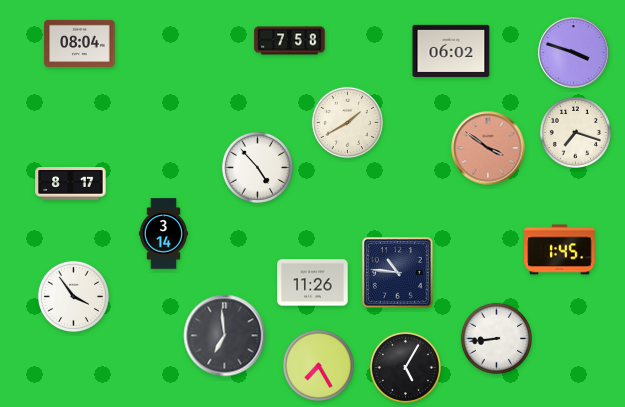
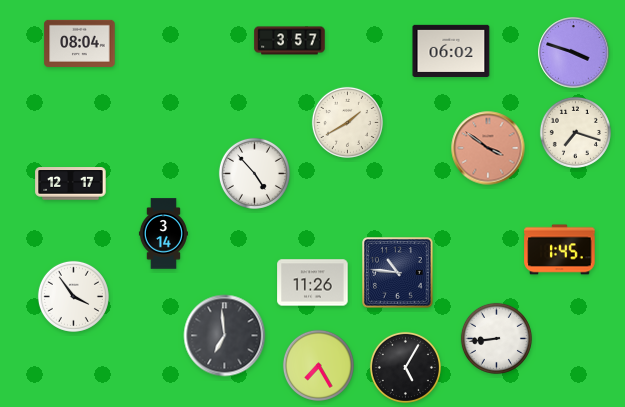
clock at (290, 41): 7:58 -> 3:57
clock at (257, 167) position: (257, 167) -> (254, 173)
clock at (71, 184): 8:17 -> 12:17
